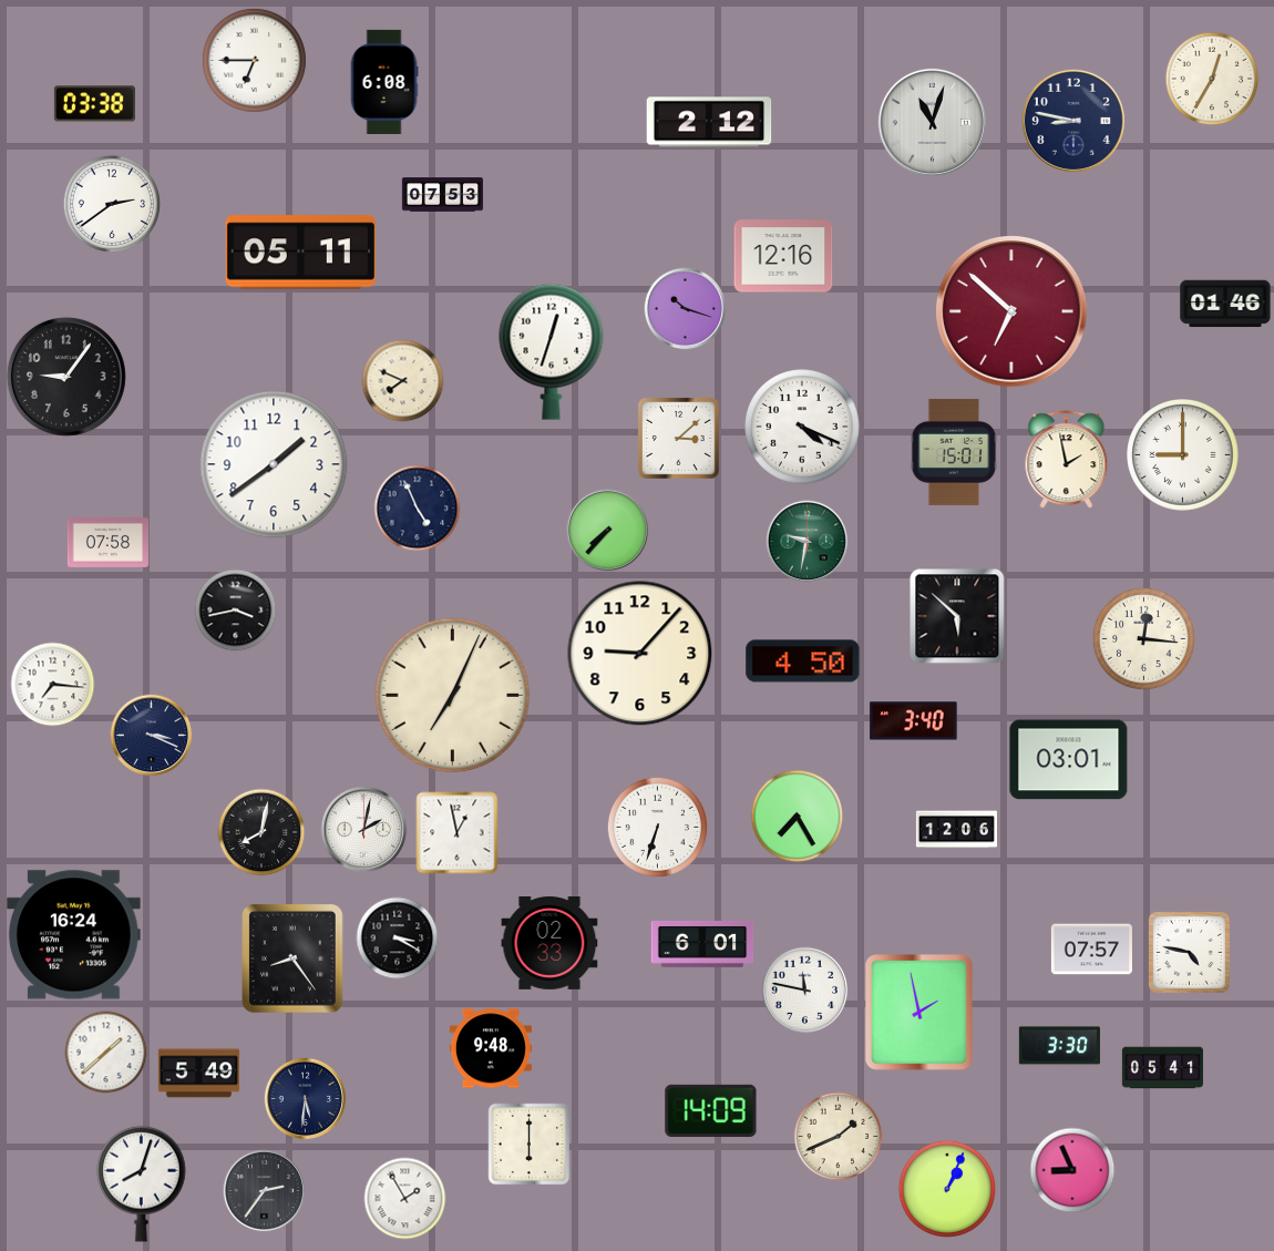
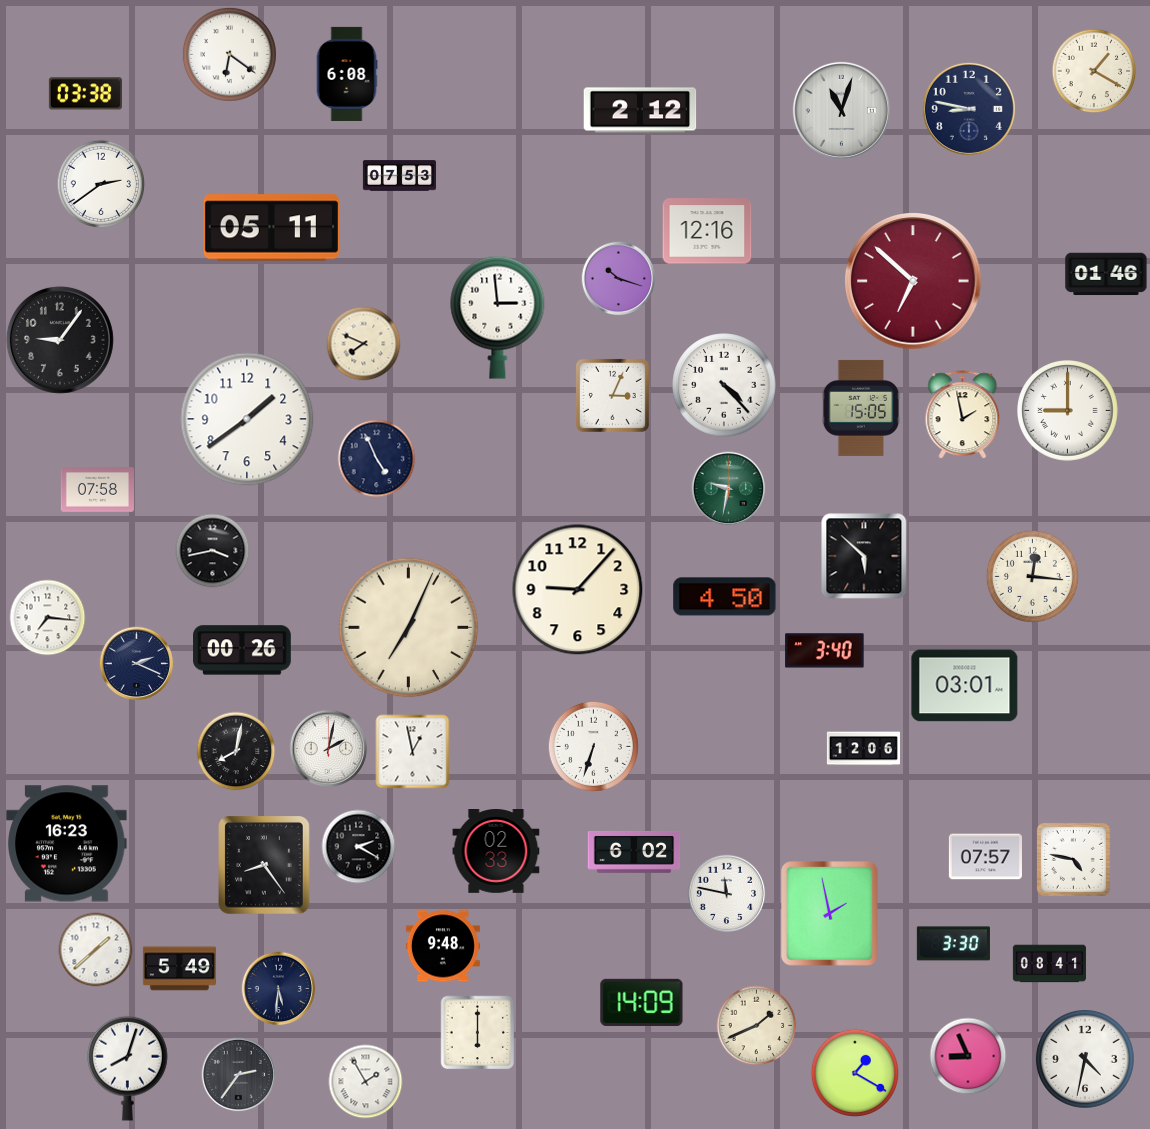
clock at (254, 60): 6:45 -> 6:21
clock at (1212, 79): 12:35 -> 1:20
clock at (552, 351): 12:33 -> 2:59
clock at (802, 427): 4:19 -> 4:23
clock at (678, 438): 3:08 -> 3:04
clock at (954, 452): 15:01 -> 15:05
clock at (608, 531): 7:37 -> none
clock at (242, 650): none -> 00:26
clock at (152, 736): 3:19 -> 2:19
clock at (798, 817): 7:25 -> none
clock at (74, 935): 16:24 -> 16:23
clock at (398, 939): 3:20 -> 2:20
clock at (702, 945): 6:01 -> 6:02
clock at (1059, 1046) position: (1059, 1046) -> (953, 944)
clock at (1162, 1068): 05:41 -> 08:41
clock at (306, 1099) position: (306, 1099) -> (279, 989)
clock at (1085, 1059): none -> 4:32
clock at (946, 1188): 1:04 -> 1:20
